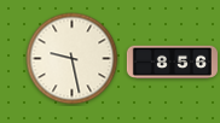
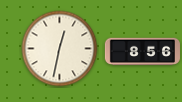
clock at (73, 59): 9:28 -> 12:32
